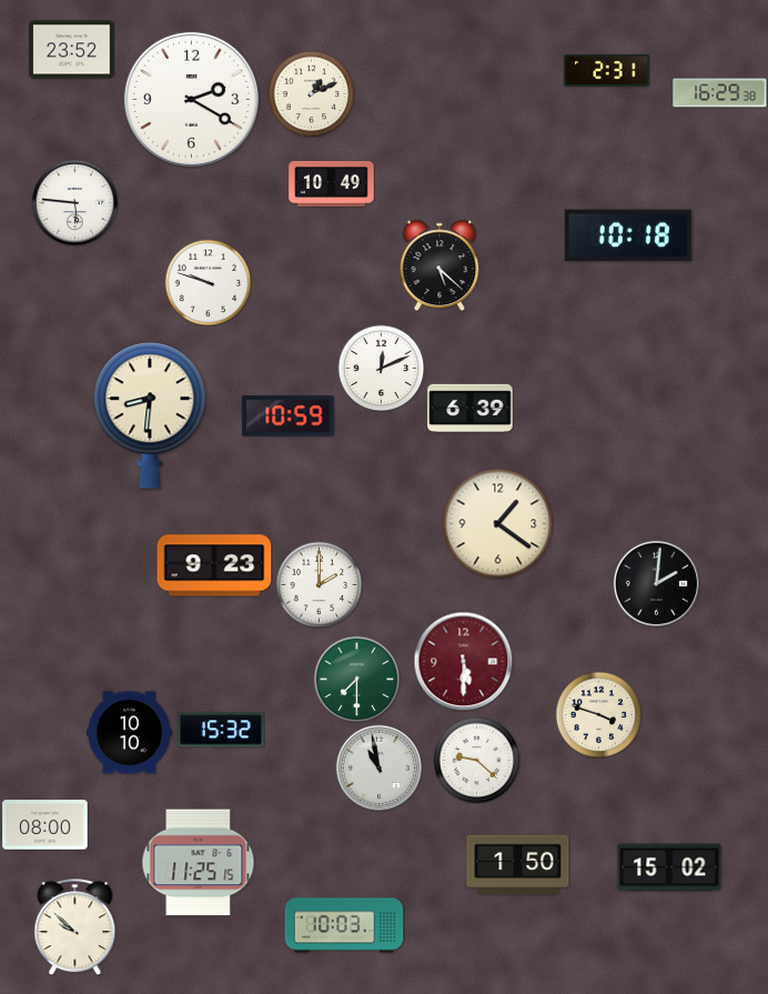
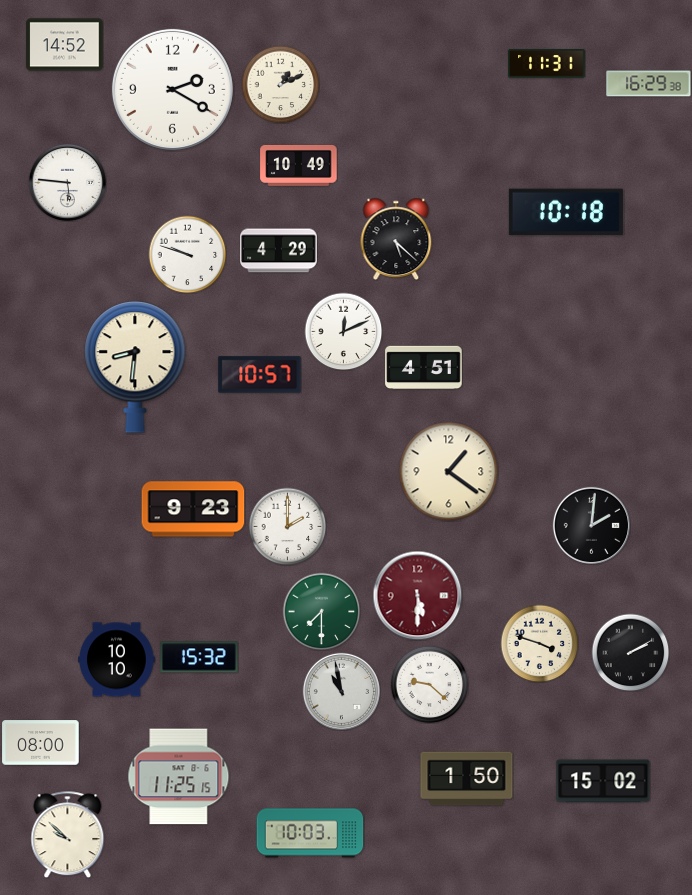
clock at (72, 50): 23:52 -> 14:52
clock at (607, 71): 2:31 -> 11:31
clock at (279, 251): none -> 4:29
clock at (471, 409): 6:39 -> 4:51
clock at (150, 415) position: (150, 415) -> (135, 367)
clock at (289, 416): 10:59 -> 10:57
clock at (630, 652): none -> 2:10
